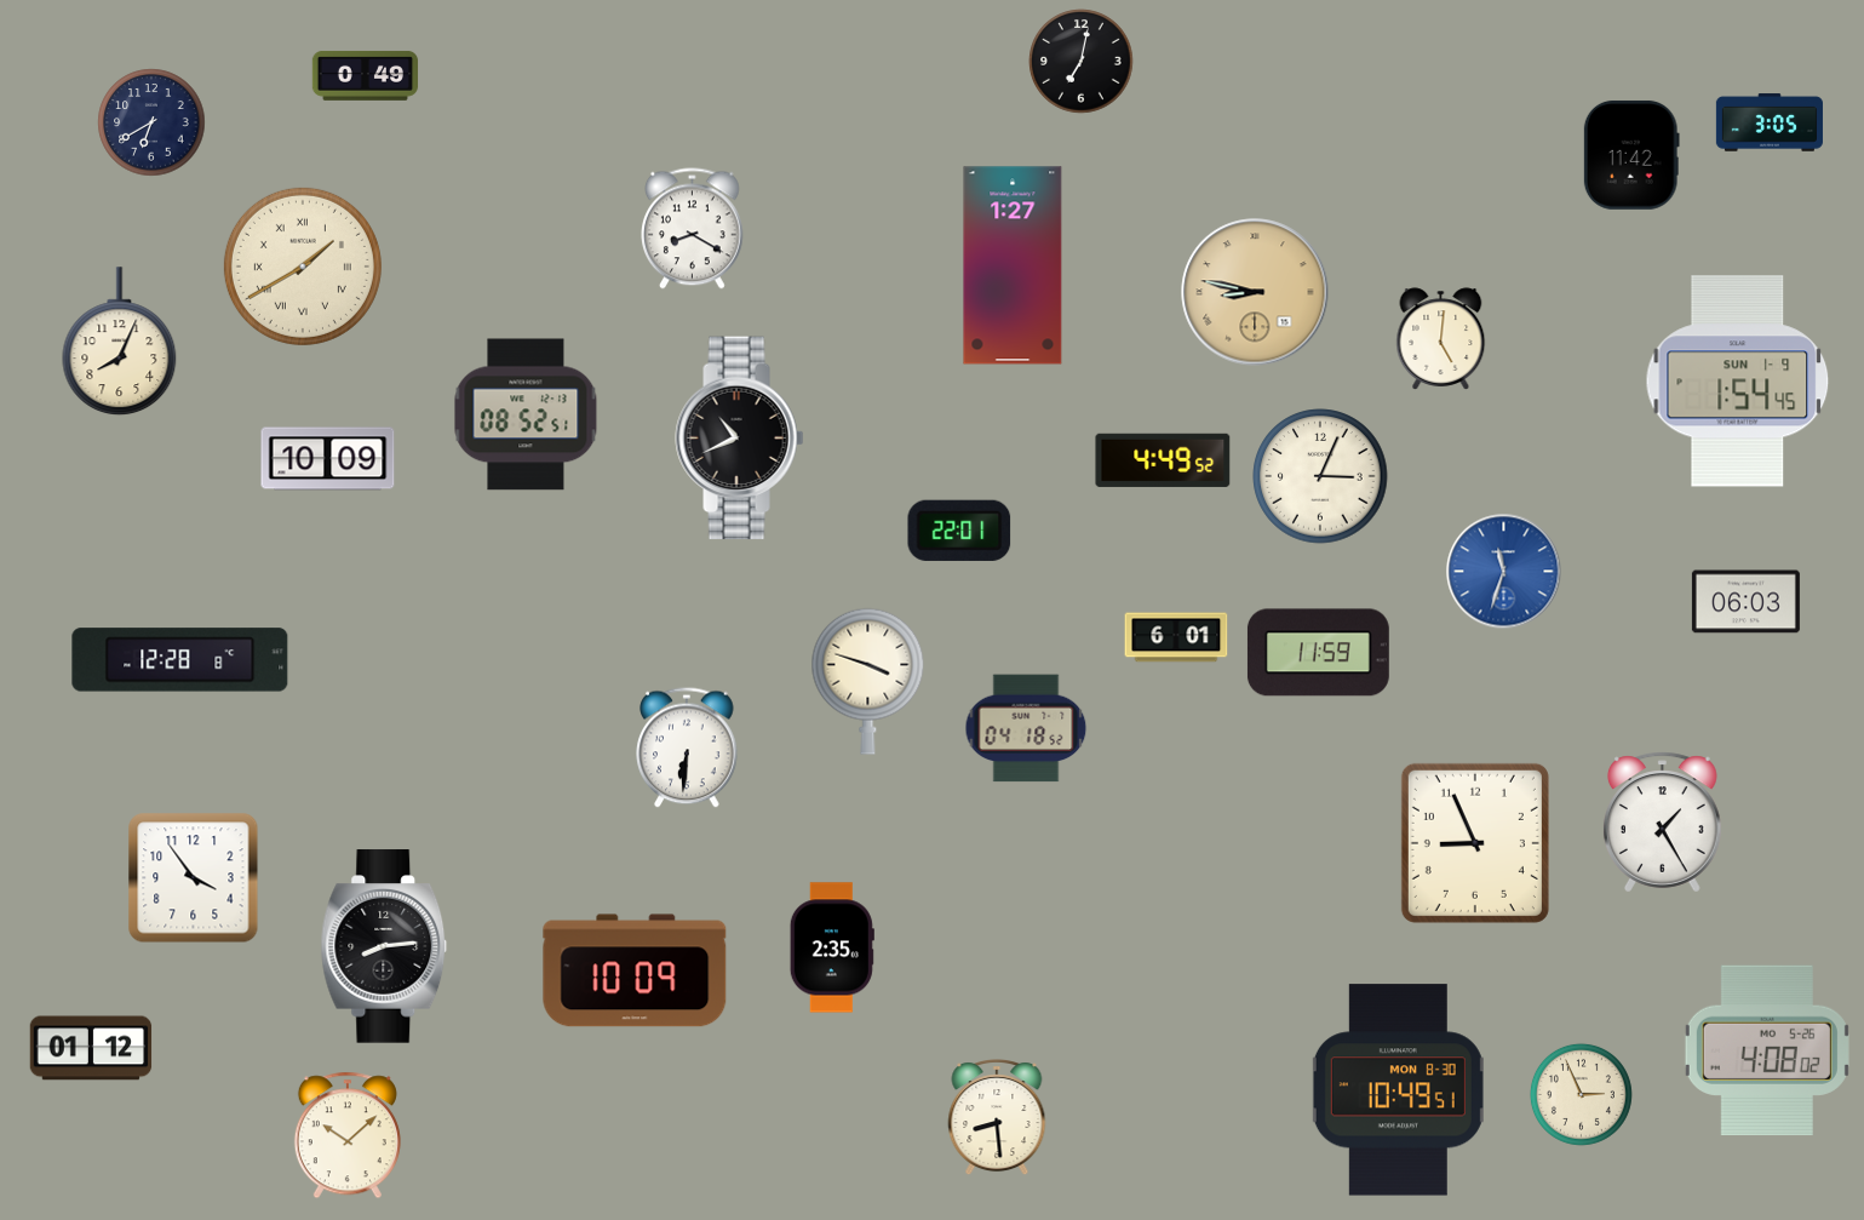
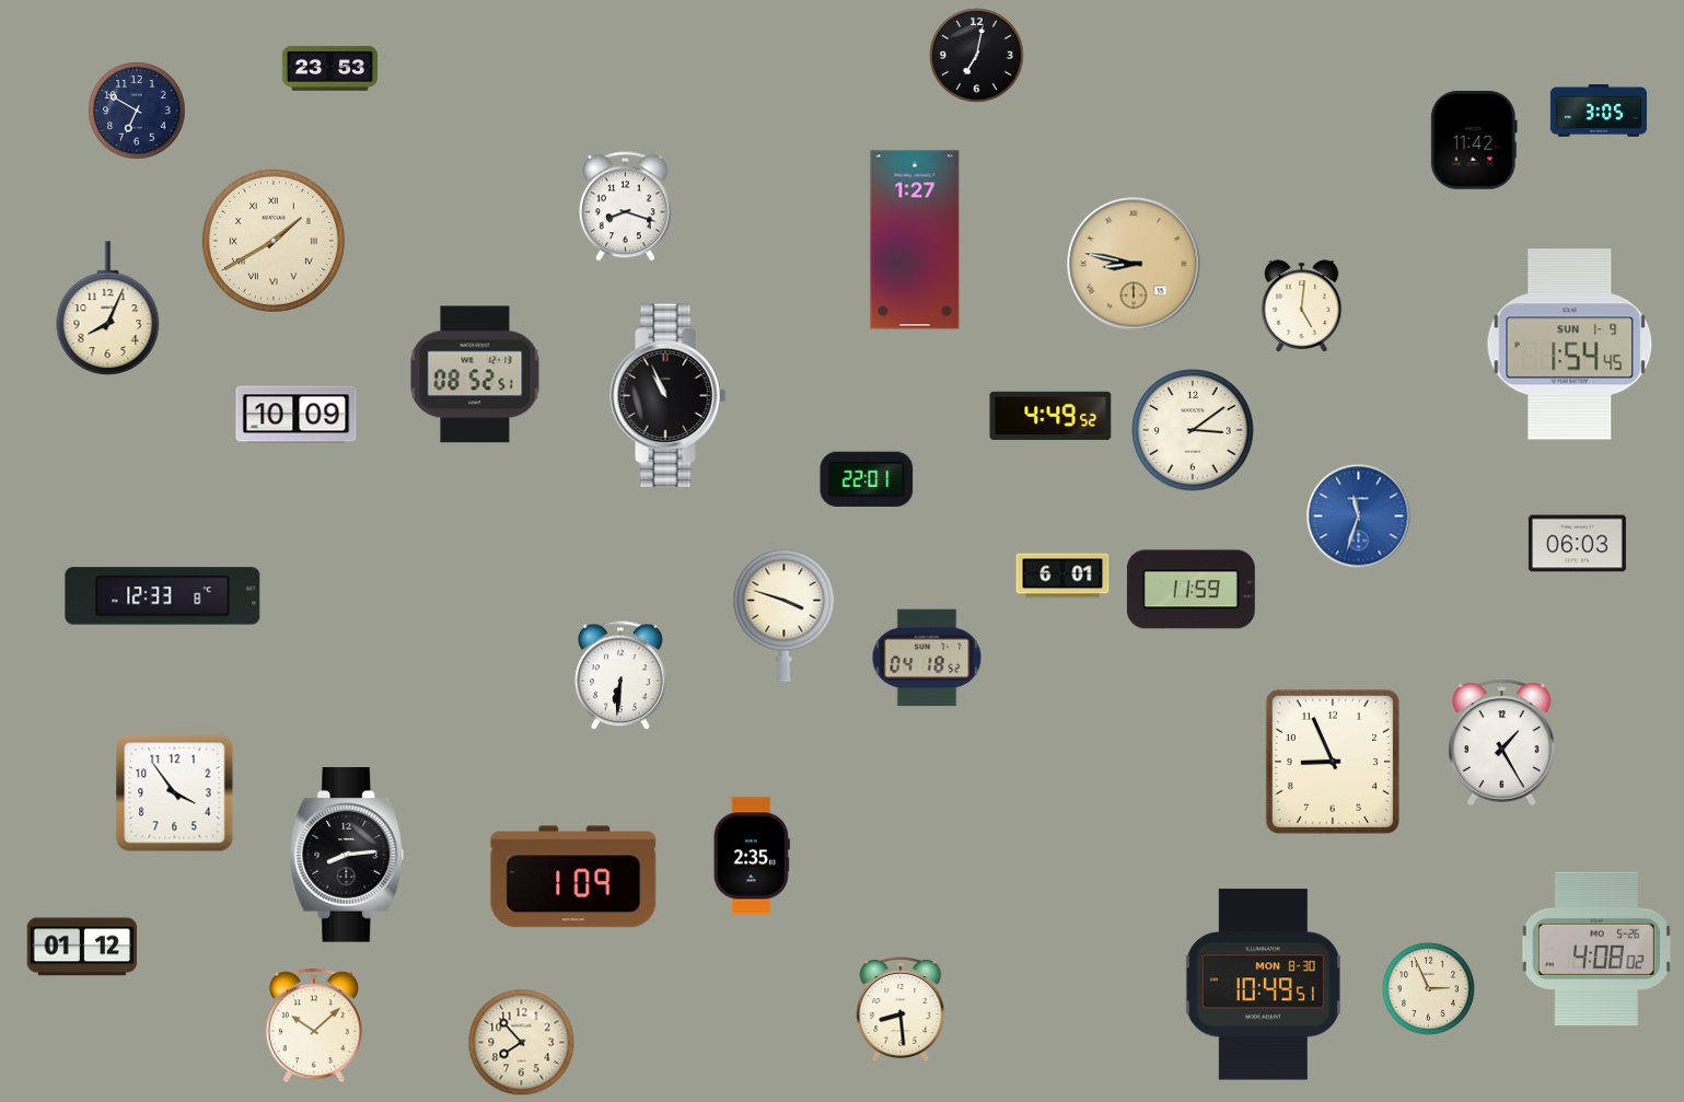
clock at (366, 75): 0:49 -> 23:53
clock at (151, 122): 6:40 -> 6:50
clock at (693, 229): 8:20 -> 8:18
clock at (740, 439): 10:41 -> 10:56
clock at (1320, 476): 3:04 -> 3:09
clock at (180, 660): 12:28 -> 12:33
clock at (635, 970): 10:09 -> 1:09
clock at (522, 1043): none -> 7:53
